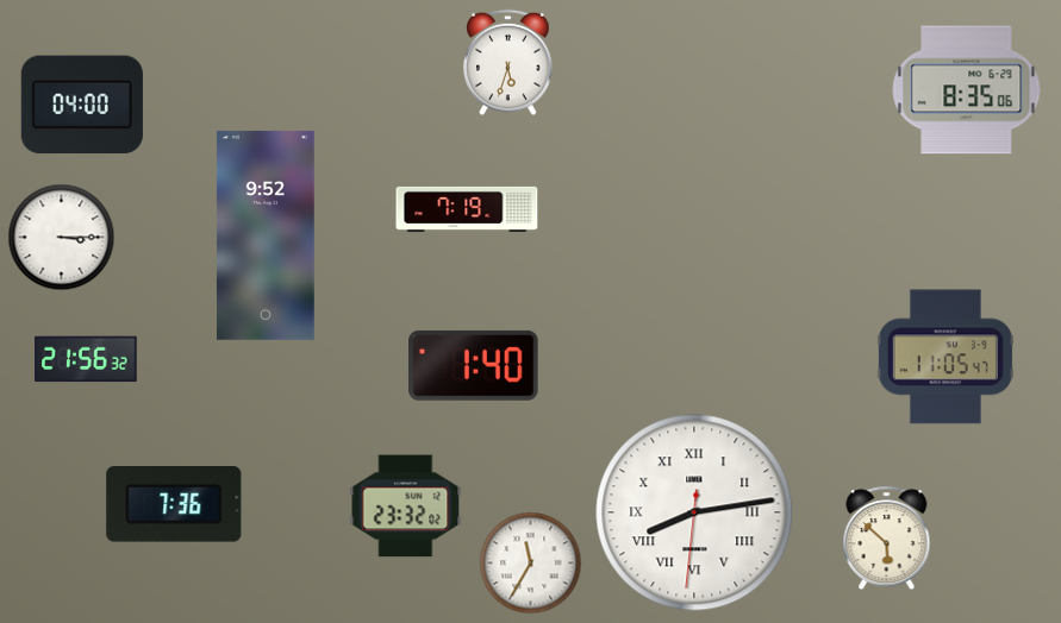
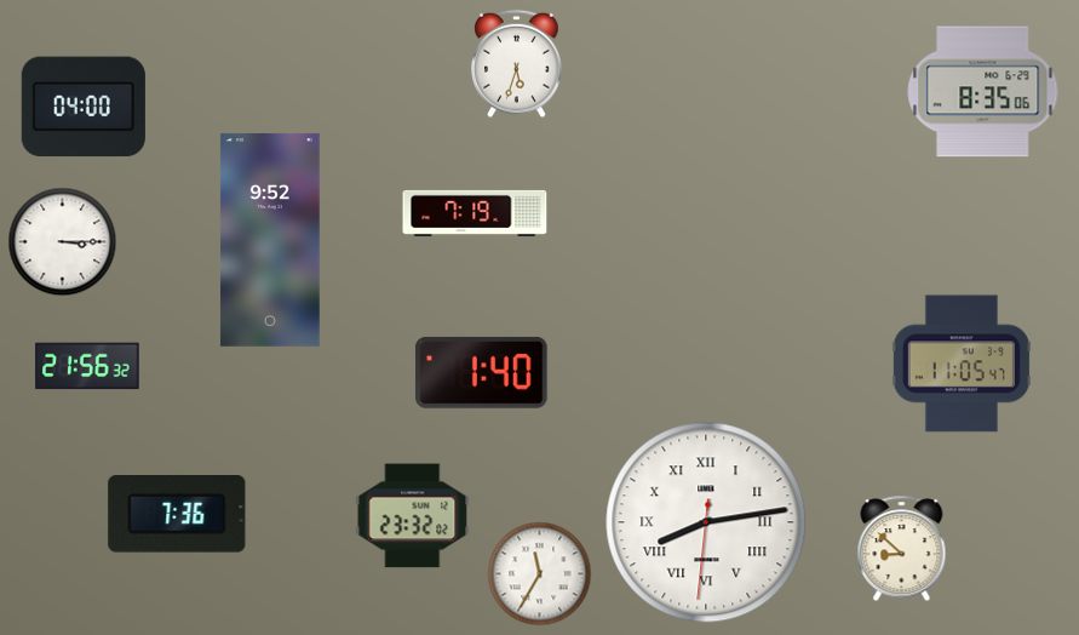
clock at (887, 539): 5:52 -> 8:52
